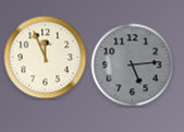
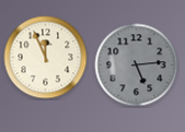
clock at (133, 65) position: (133, 65) -> (137, 65)
